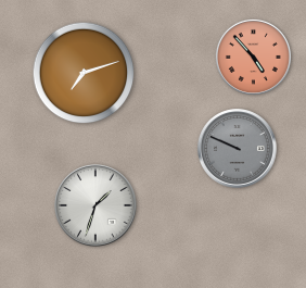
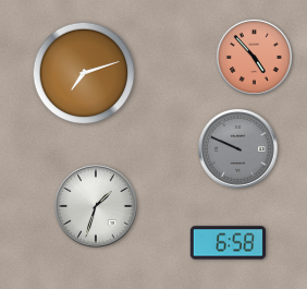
clock at (229, 243): none -> 6:58
